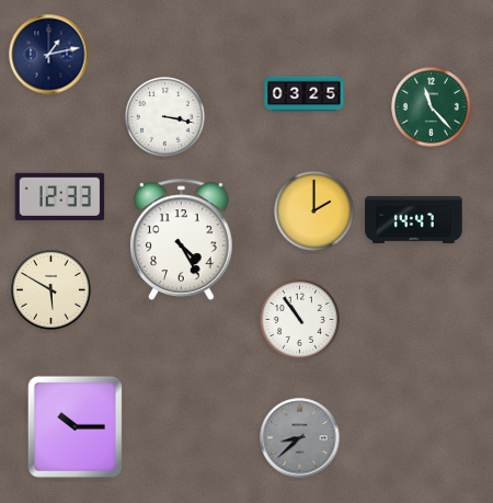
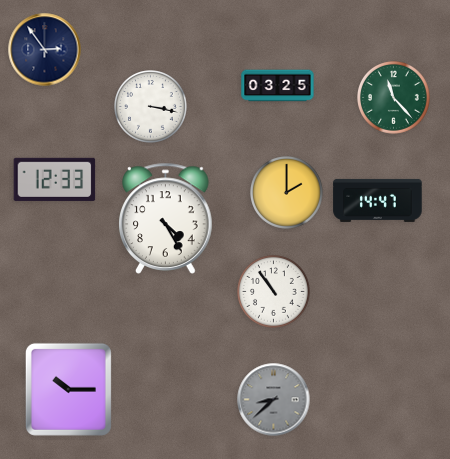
clock at (49, 55): 1:13 -> 2:54
clock at (51, 290): 5:50 -> none
